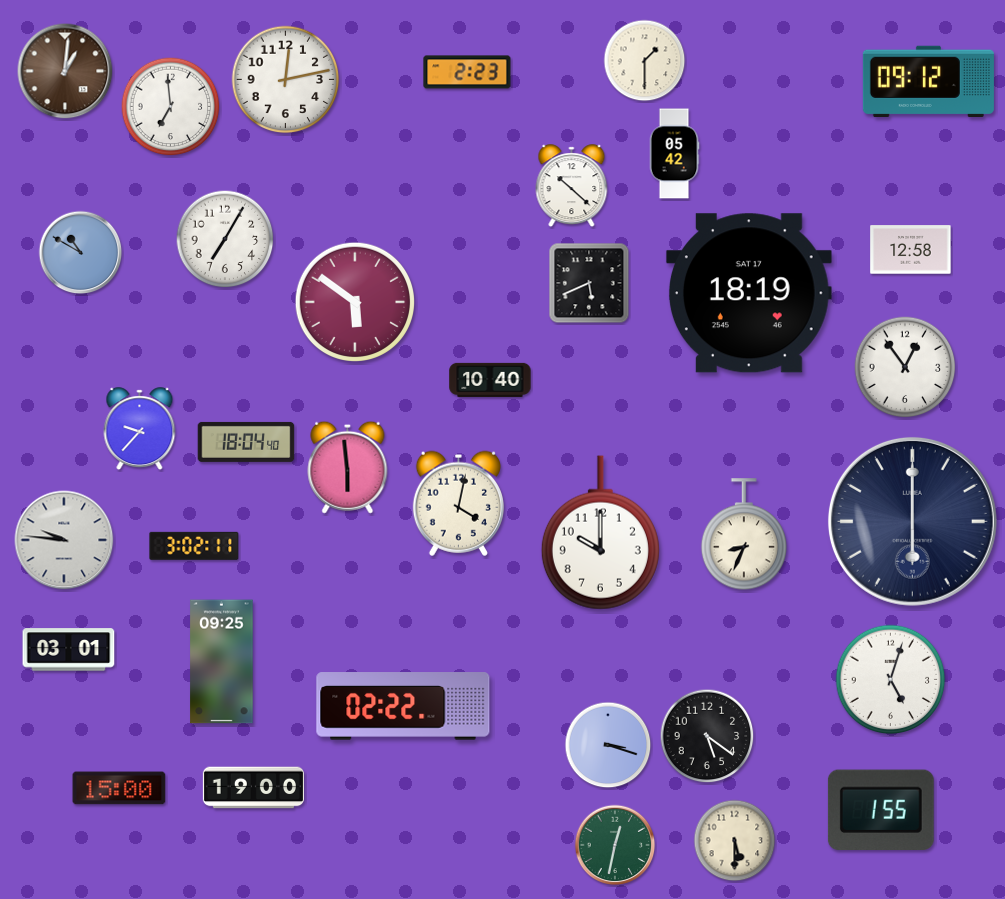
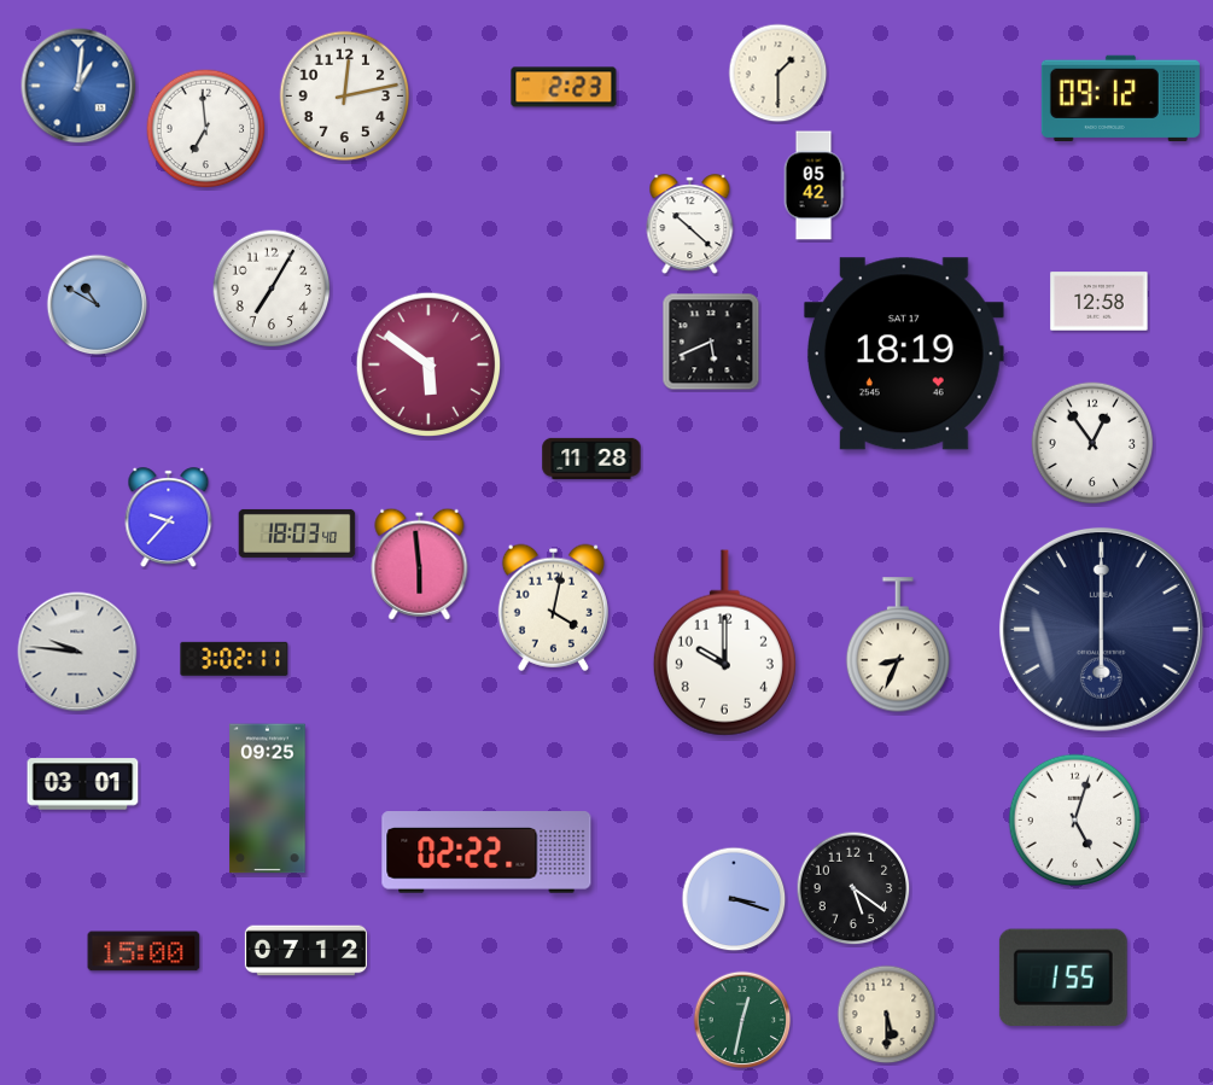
clock at (65, 71) dial: brown -> blue
clock at (490, 380): 10:40 -> 11:28
clock at (246, 442): 18:04 -> 18:03
clock at (253, 788): 19:00 -> 07:12
